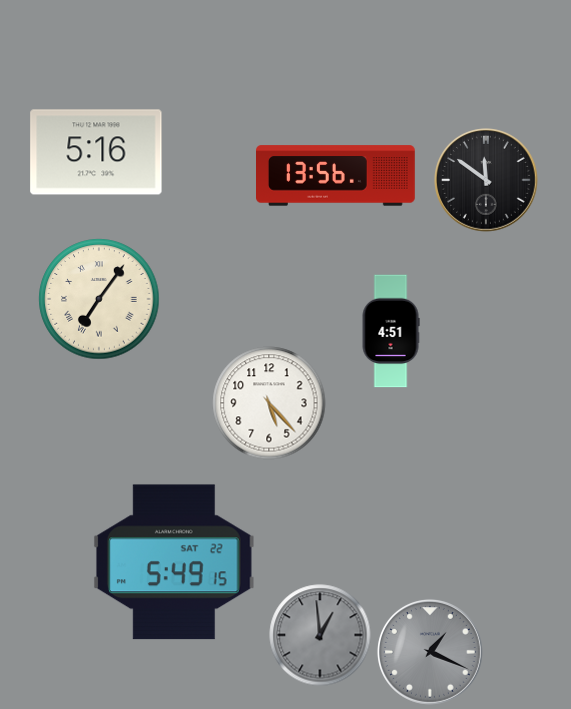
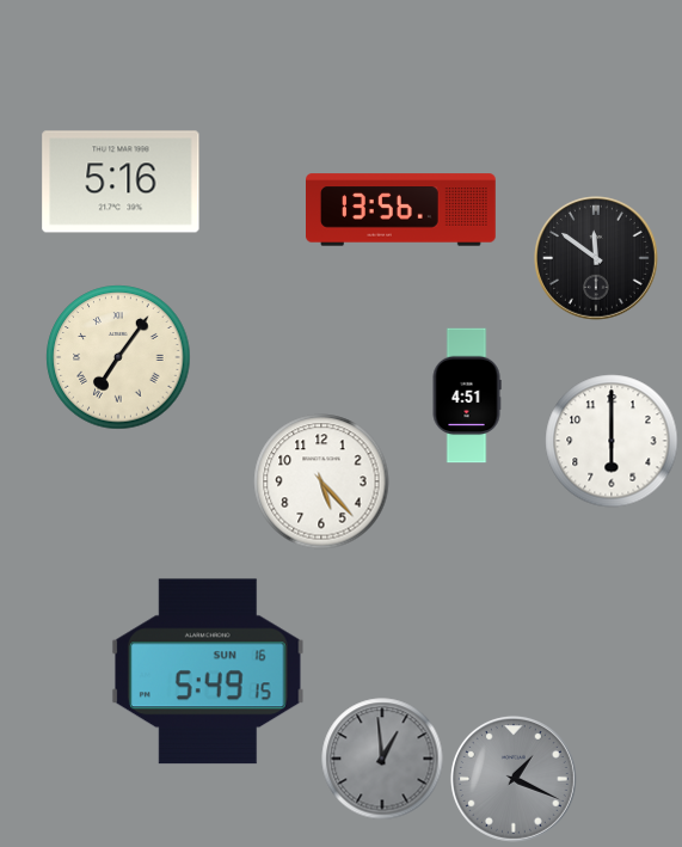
clock at (96, 152) position: (96, 152) -> (121, 182)
clock at (487, 181) position: (487, 181) -> (597, 259)
clock at (612, 441): none -> 6:00
clock at (174, 562) date: SAT 22 -> SUN 16
